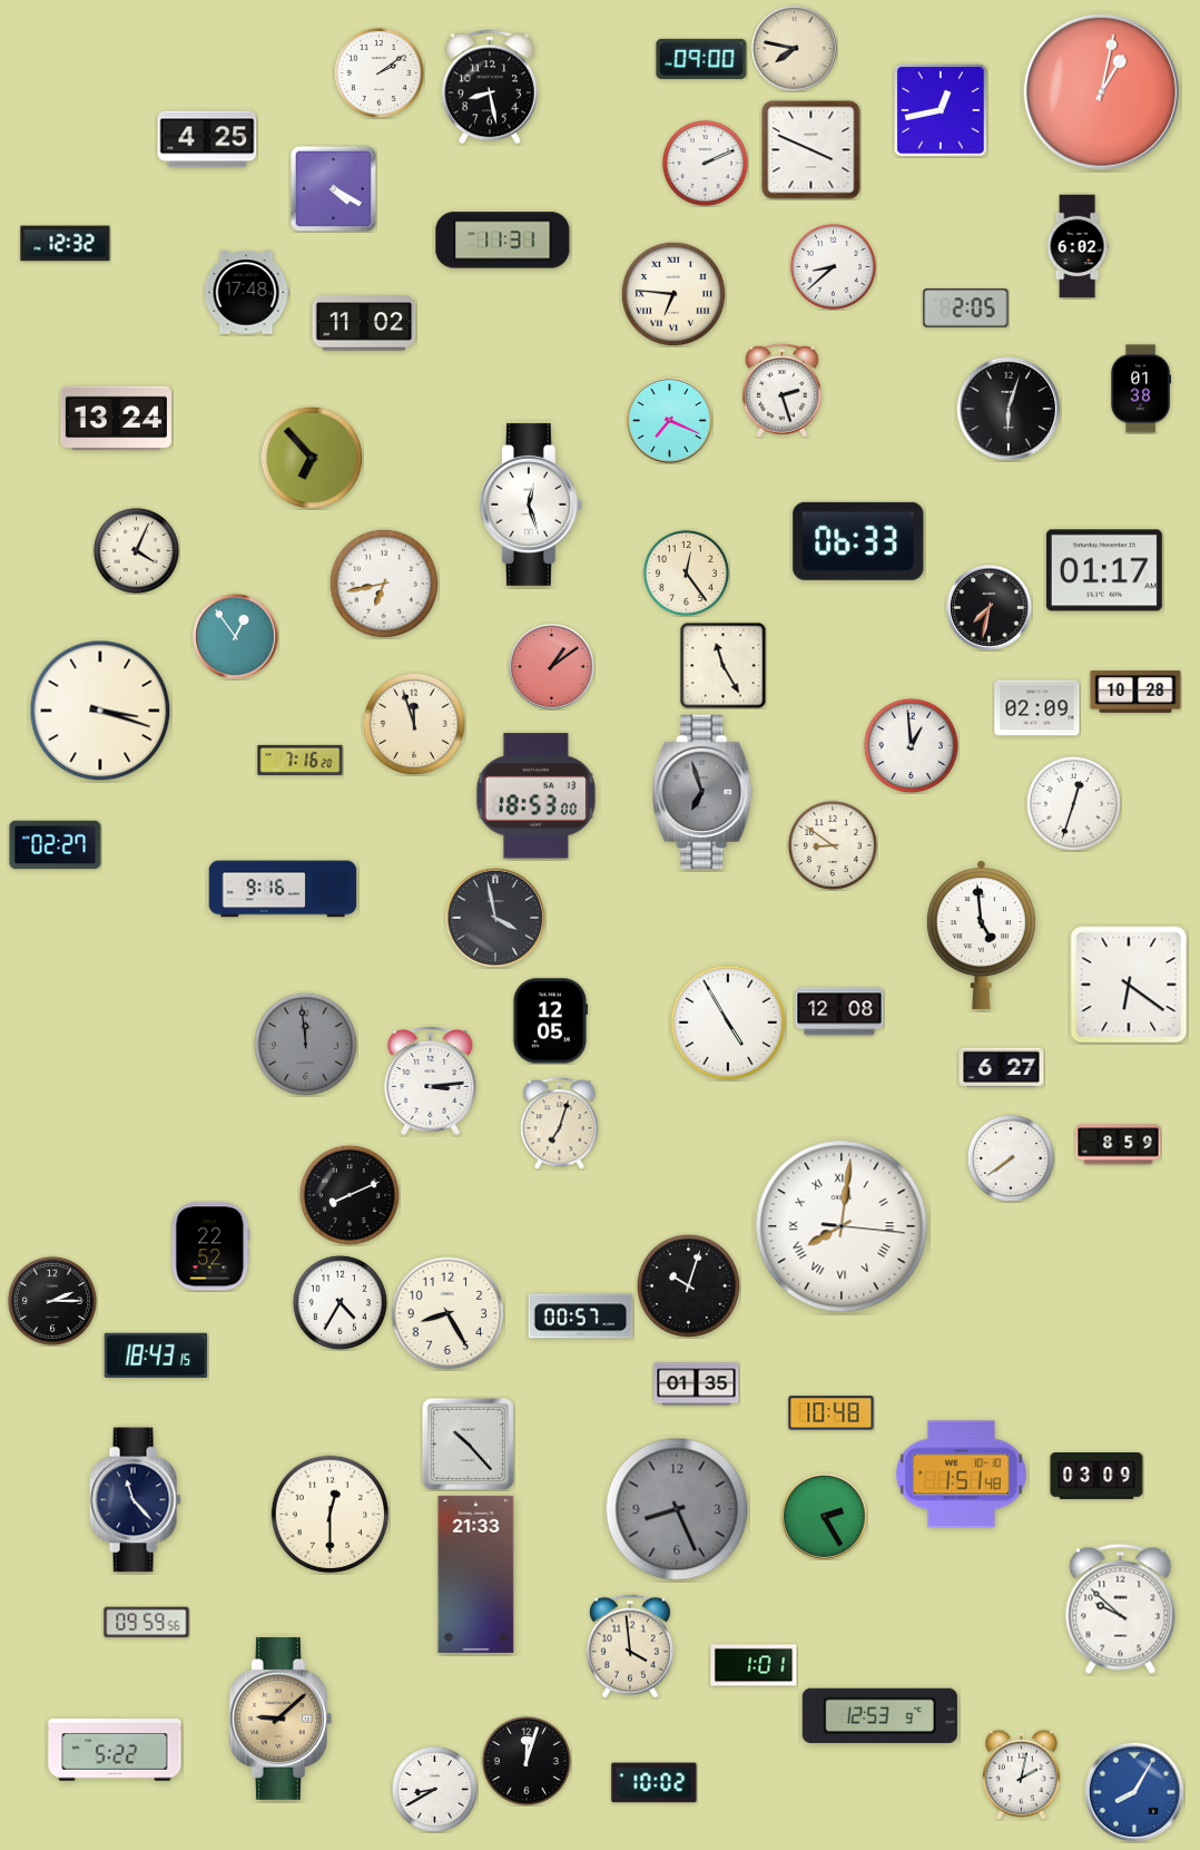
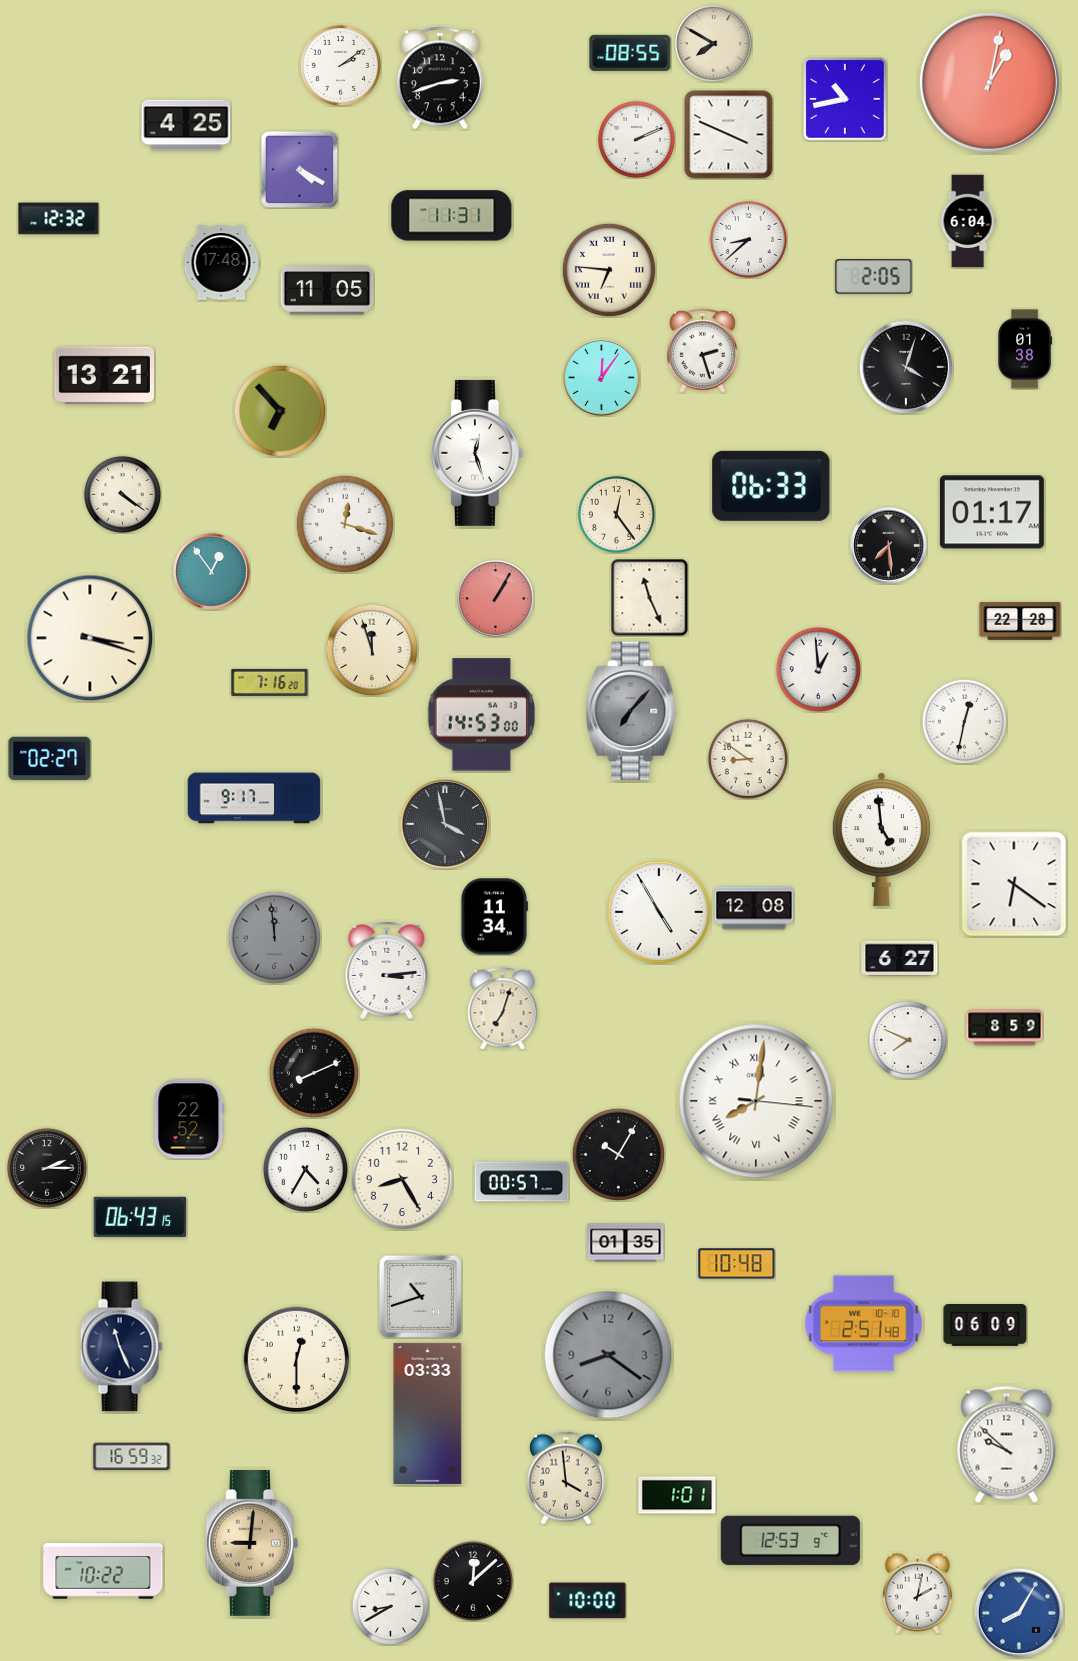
clock at (795, 49): 7:47 -> 7:50
clock at (701, 59): 09:00 -> 08:55
clock at (490, 87): 8:28 -> 2:42
clock at (941, 110): 12:43 -> 10:43
clock at (705, 163) position: (705, 163) -> (636, 139)
clock at (1078, 246): 6:02 -> 6:04
clock at (672, 293) position: (672, 293) -> (608, 269)
clock at (966, 309) position: (966, 309) -> (874, 277)
clock at (364, 323): 11:02 -> 11:05
clock at (1009, 409): 6:03 -> 4:03
clock at (116, 419): 13:24 -> 13:21
clock at (670, 421): 7:19 -> 12:06
clock at (136, 550): 4:04 -> 4:21
clock at (384, 584): 6:43 -> 12:18
clock at (990, 608): 7:32 -> 7:29
clock at (722, 665): 11:25 -> 11:26
clock at (552, 667): 1:09 -> 1:05
clock at (1135, 692): 10:28 -> 22:28
clock at (1037, 708): 02:09 -> none
clock at (702, 792): 6:57 -> 7:07
clock at (535, 796): 18:53 -> 14:53
clock at (1073, 803): 12:33 -> 12:32
clock at (283, 889): 9:16 -> 9:17
clock at (550, 1021): 12:05 -> 11:34
clock at (728, 1022) position: (728, 1022) -> (659, 912)
clock at (1011, 1158): 7:39 -> 7:49
clock at (688, 1285): 10:03 -> 10:05
clock at (156, 1354): 18:43 -> 06:43
clock at (832, 1413) position: (832, 1413) -> (737, 1264)
clock at (468, 1443): 10:23 -> 10:42
clock at (961, 1475): 1:51 -> 2:51
clock at (1096, 1477): 03:09 -> 06:09
clock at (135, 1500): 11:23 -> 11:26
clock at (677, 1509): 8:26 -> 8:21
clock at (825, 1517): 2:25 -> none
clock at (476, 1574): 21:33 -> 03:33
clock at (147, 1623): 09:59 -> 16:59
clock at (281, 1719): 9:08 -> 9:01
clock at (115, 1750): 5:22 -> 10:22
clock at (527, 1761): 12:03 -> 12:08
clock at (655, 1783): 10:02 -> 10:00
clock at (1134, 1792) position: (1134, 1792) -> (1019, 1613)
